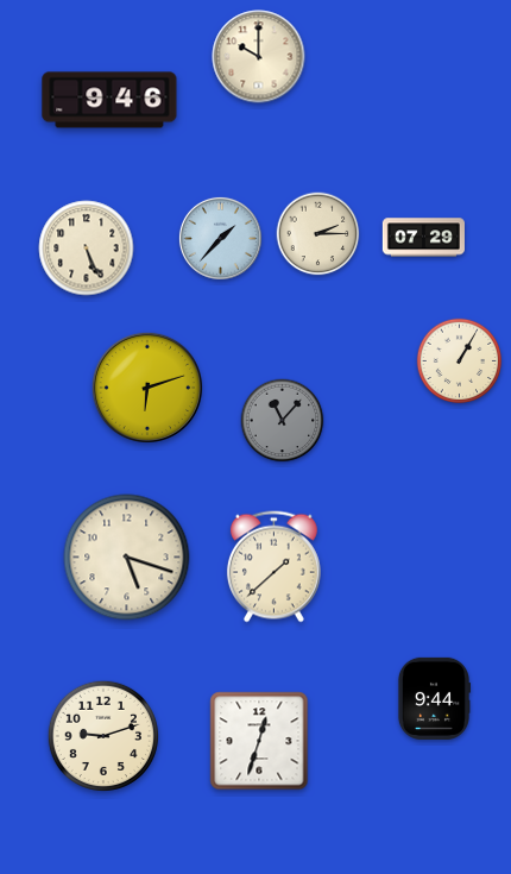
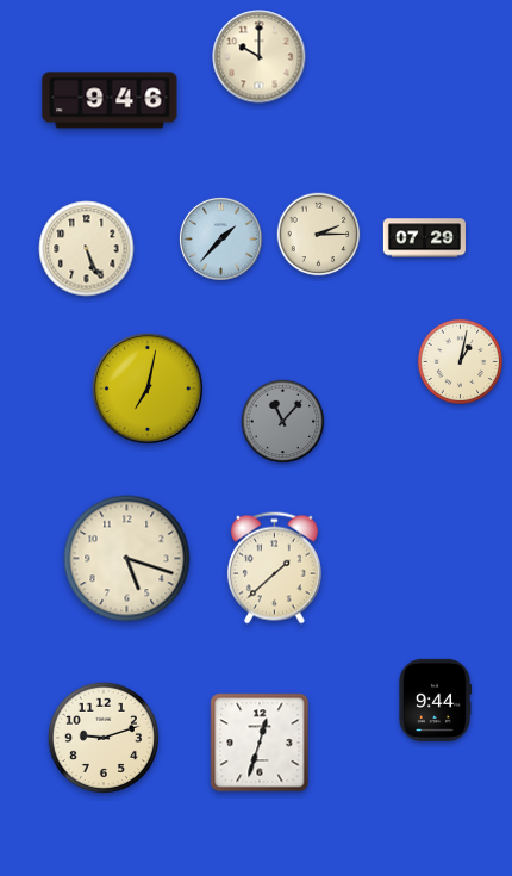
clock at (460, 361): 1:05 -> 1:02
clock at (147, 388): 6:12 -> 7:02
